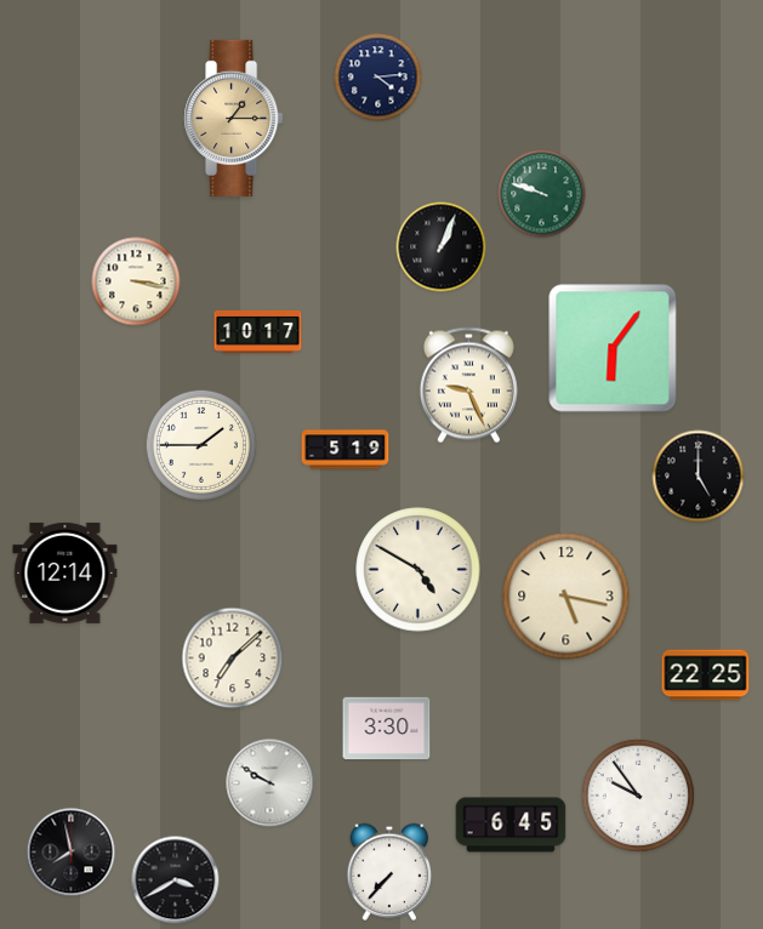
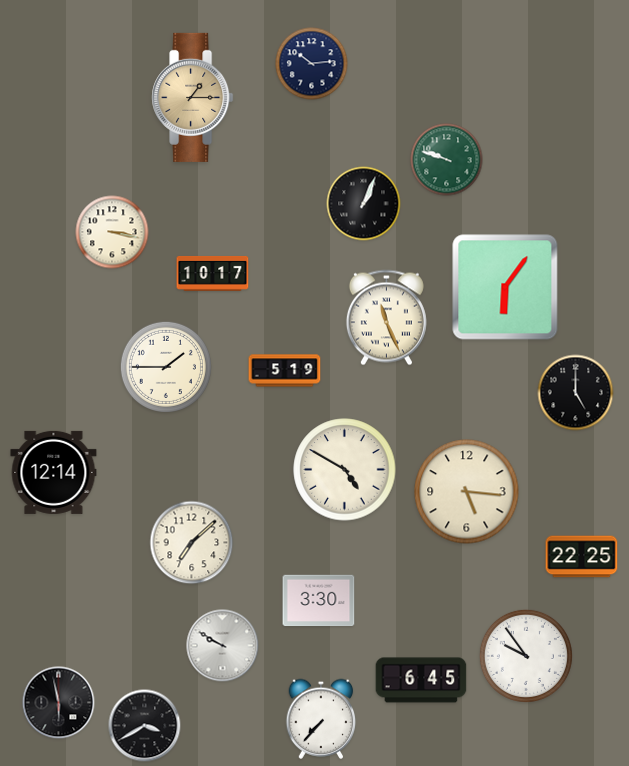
clock at (378, 78): 4:14 -> 10:14
clock at (468, 386): 9:26 -> 11:26
clock at (566, 597): 5:17 -> 5:16
clock at (72, 853): 7:58 -> 5:58
